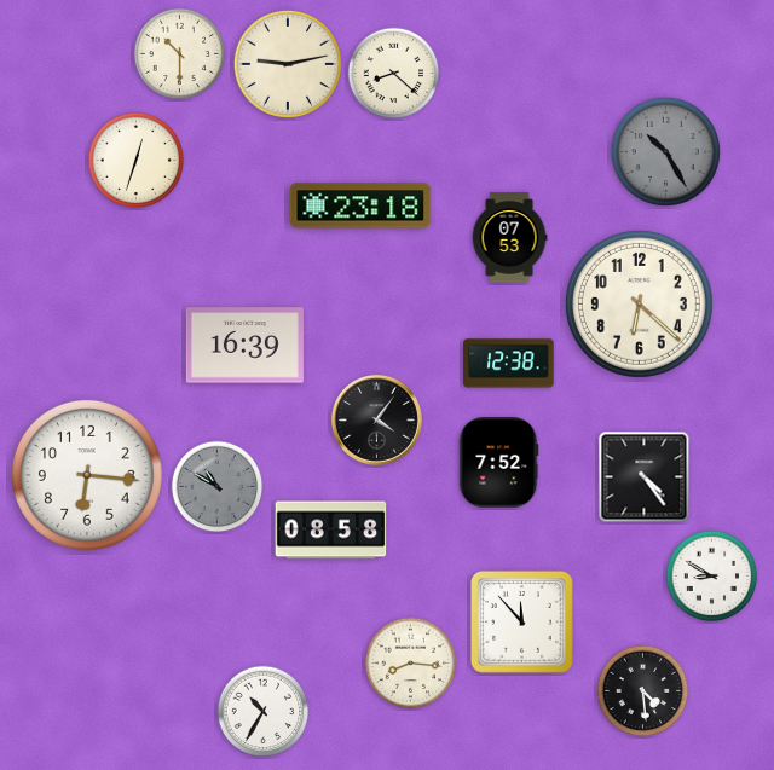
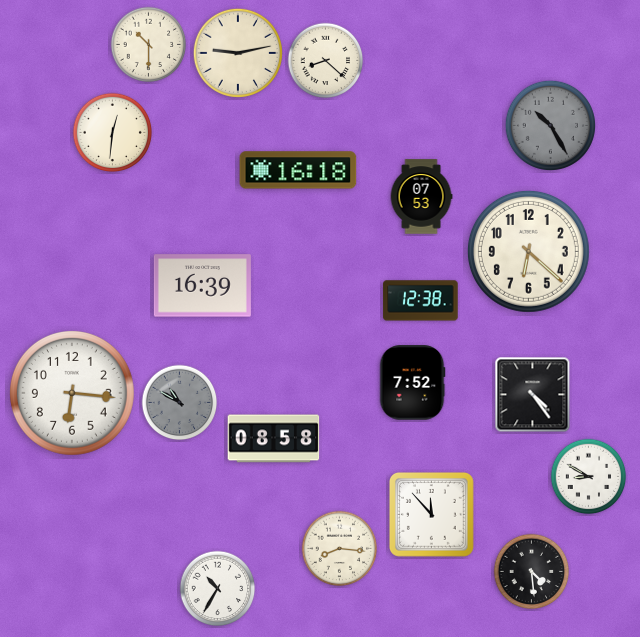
clock at (137, 161): 12:33 -> 12:31
clock at (360, 205): 23:18 -> 16:18
clock at (376, 419): 4:06 -> none
